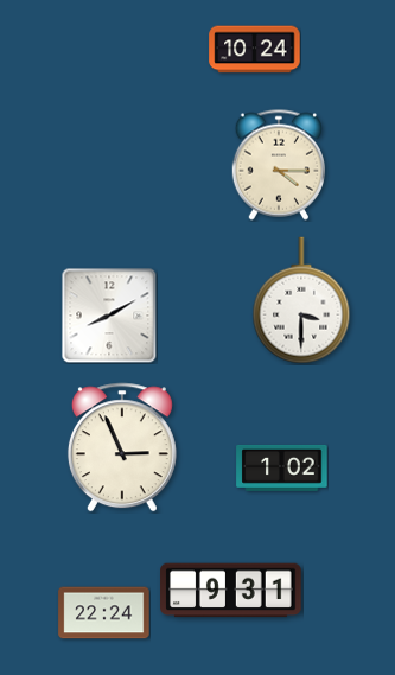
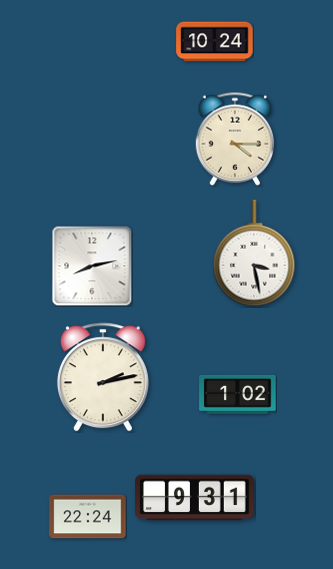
clock at (301, 300): 3:30 -> 3:28
clock at (109, 316): 8:10 -> 8:13
clock at (122, 447): 2:56 -> 2:13
